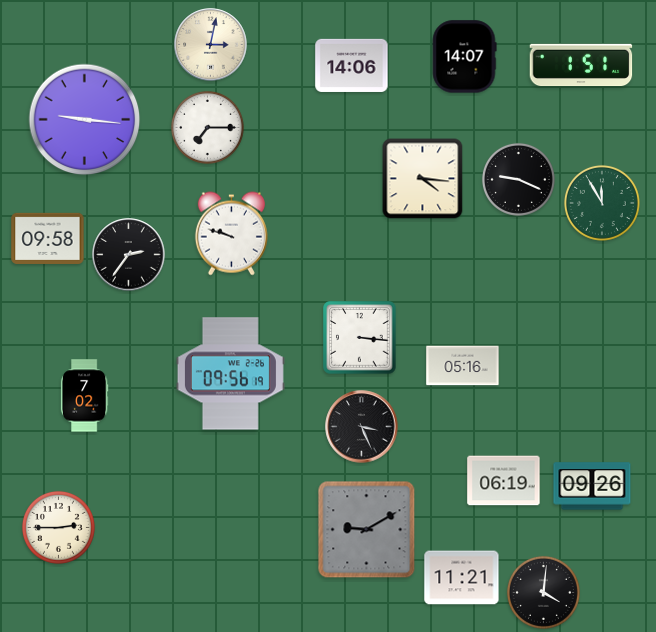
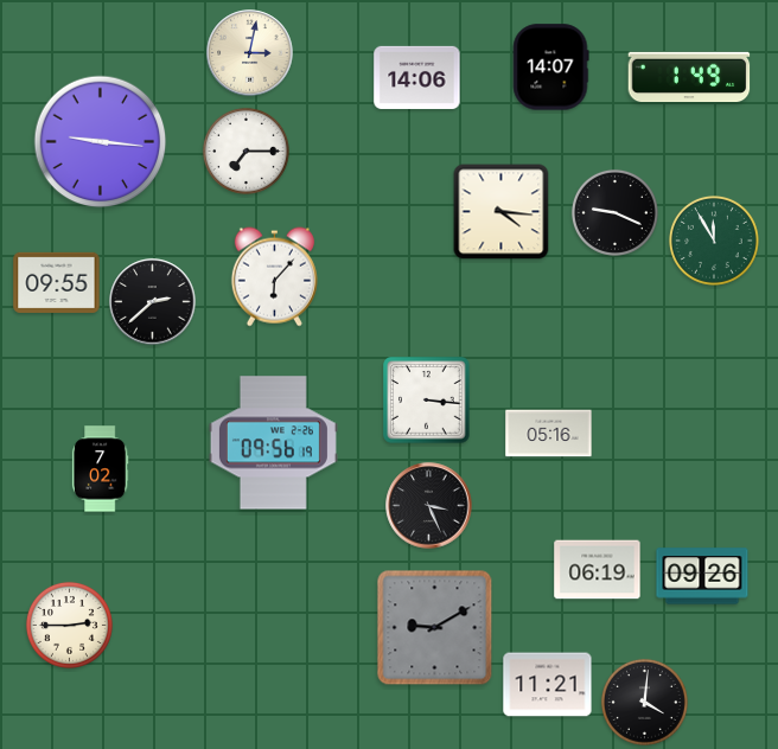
clock at (581, 65): 1:51 -> 1:49
clock at (231, 234): 9:48 -> 6:07
clock at (48, 238): 09:58 -> 09:55
clock at (129, 255): 2:36 -> 2:38
